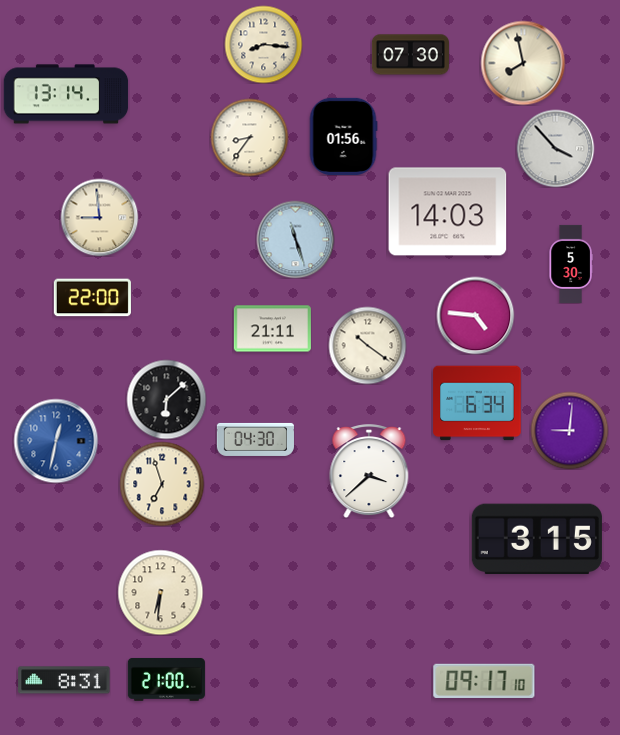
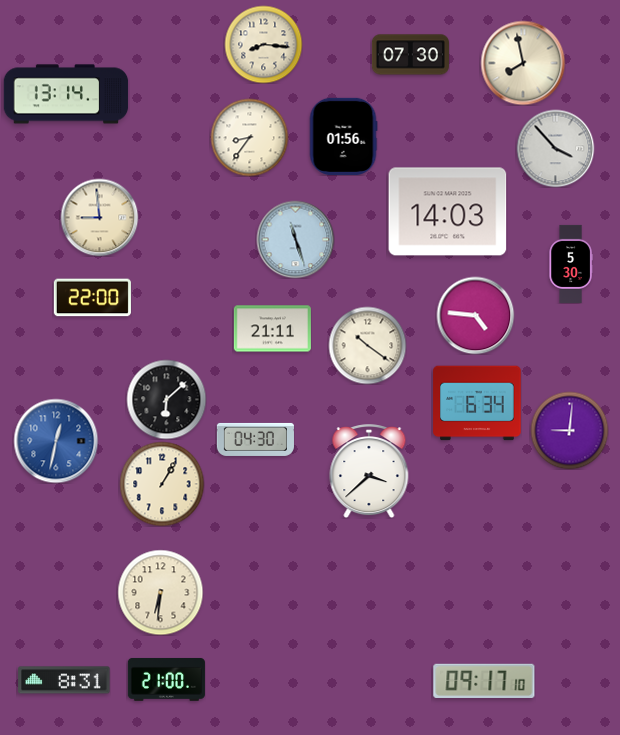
clock at (162, 484): 6:57 -> 1:05
clock at (537, 539): 3:15 -> none
